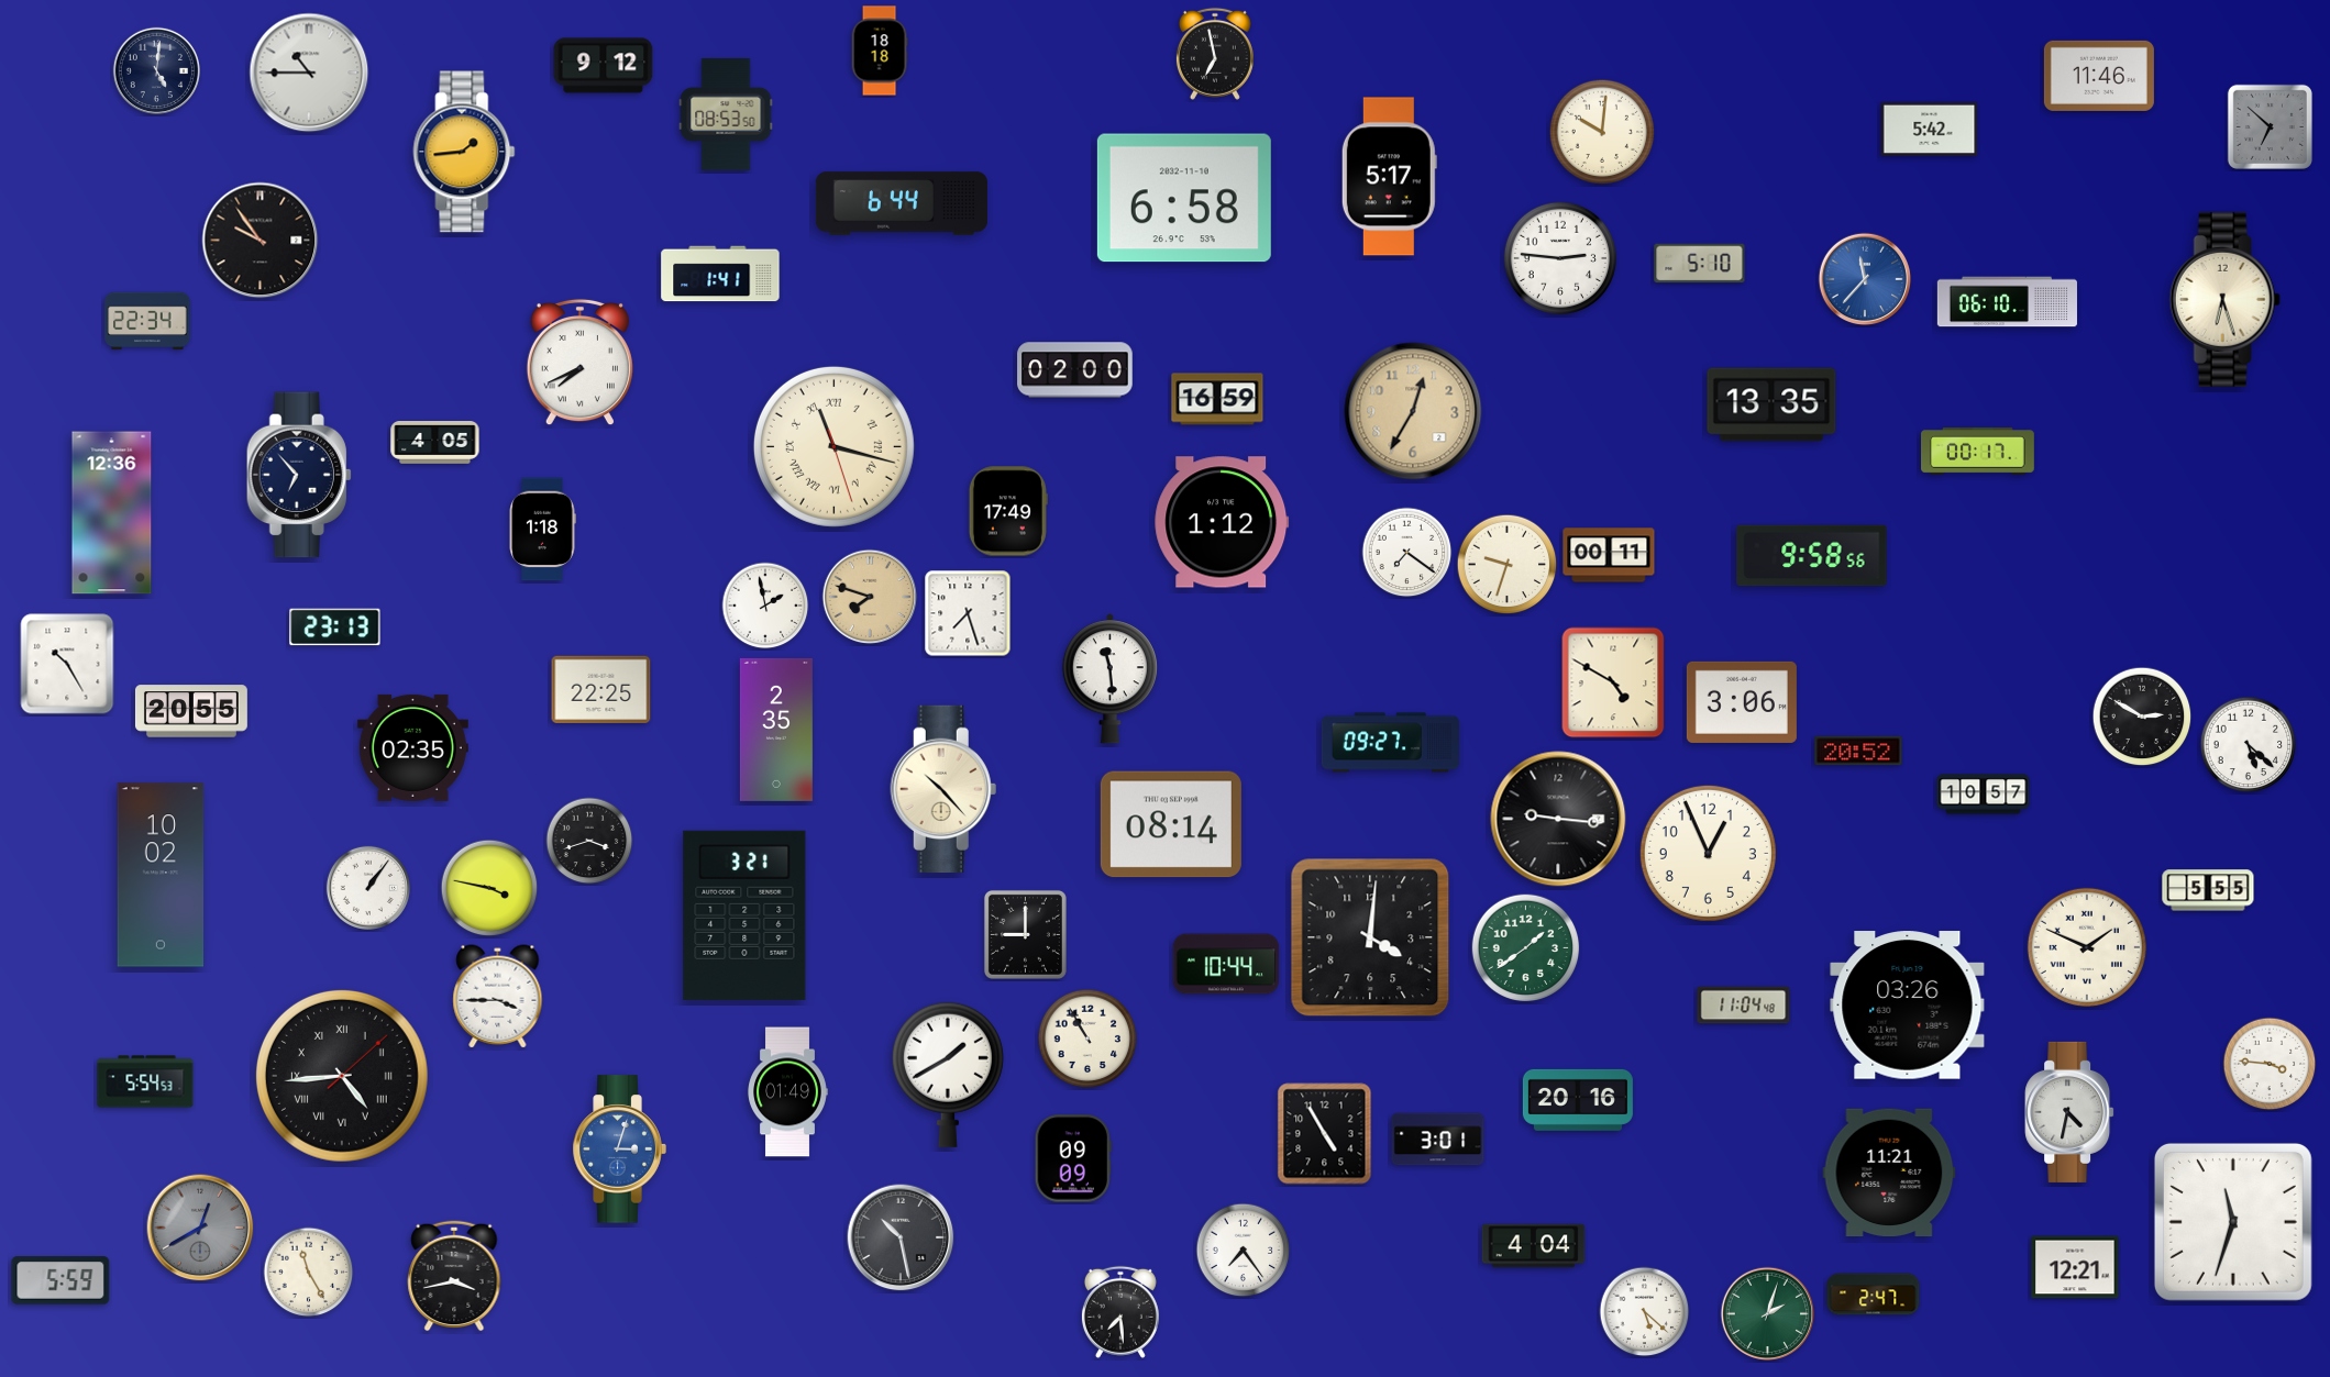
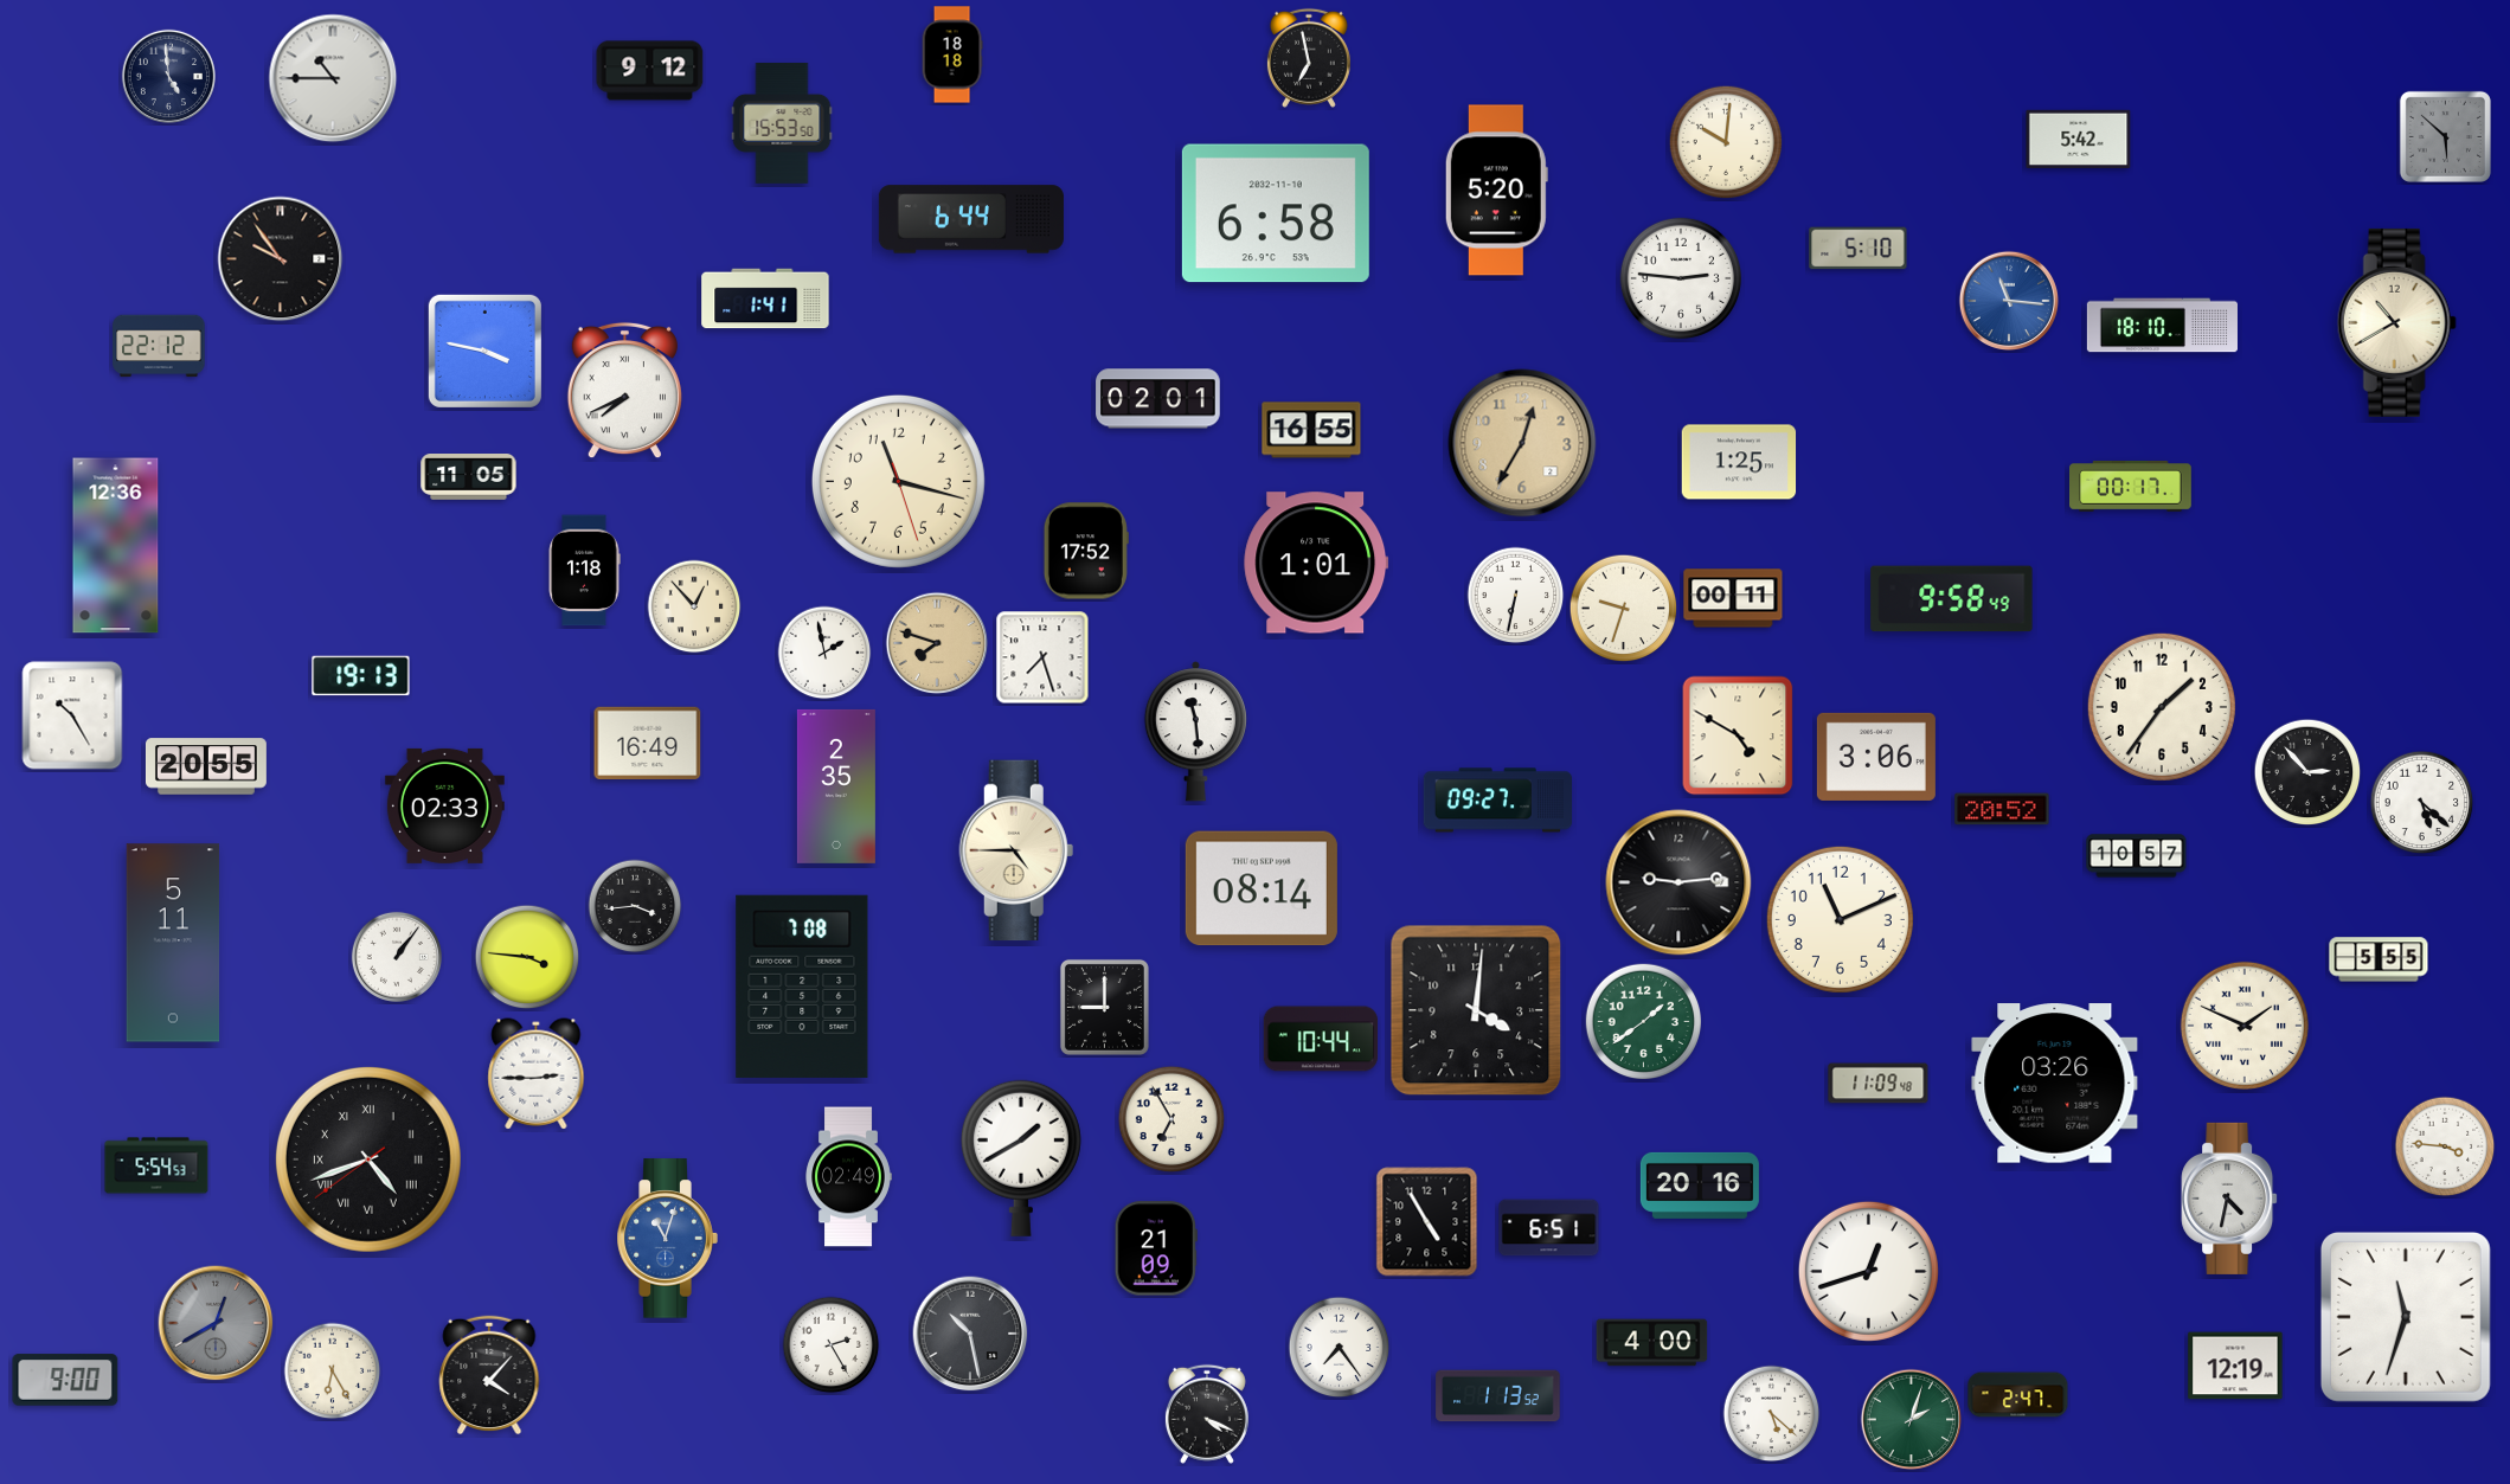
clock at (880, 51) position: (880, 51) -> (952, 54)
clock at (156, 70): 5:01 -> 4:59
clock at (2099, 76): 11:46 -> none
clock at (726, 114): 08:53 -> 15:53
clock at (2270, 126): 6:52 -> 5:52
clock at (464, 152): 1:44 -> none
clock at (1389, 177): 5:17 -> 5:20
clock at (1700, 264) position: (1700, 264) -> (1859, 249)
clock at (720, 274) position: (720, 274) -> (765, 298)
clock at (1865, 279): 11:37 -> 11:16
clock at (2224, 299): 6:27 -> 10:40
clock at (2007, 302): 06:10 -> 18:10
clock at (147, 321): 22:34 -> 22:12
clock at (484, 351): none -> 3:47
clock at (1075, 370): 02:00 -> 02:01
clock at (1217, 399): 16:59 -> 16:55
clock at (1771, 404): 13:35 -> none
clock at (1739, 462): none -> 1:25
clock at (435, 443): 4:05 -> 11:05
clock at (833, 446) numerals: Roman -> Arabic
clock at (299, 475): 6:53 -> none
clock at (1008, 511): 17:49 -> 17:52
clock at (112, 513) position: (112, 513) -> (116, 546)
clock at (1222, 522): 1:12 -> 1:01
clock at (1407, 553): 7:21 -> 6:32
clock at (1812, 556): 9:58:56 -> 9:58:49
clock at (694, 606): none -> 12:53
clock at (968, 613) position: (968, 613) -> (1042, 657)
clock at (335, 628): 23:13 -> 19:13
clock at (2162, 707): none -> 1:36
clock at (601, 690): 22:25 -> 16:49
clock at (2142, 717): 2:50 -> 2:53
clock at (412, 747): 02:35 -> 02:33
clock at (943, 789): 10:23 -> 4:45
clock at (1558, 819): 9:16 -> 9:14
clock at (589, 841): 3:42 -> 3:44
clock at (1708, 853): 12:56 -> 11:11
clock at (161, 875): 10:02 -> 5:11
clock at (489, 888): 3:47 -> 3:46
clock at (744, 915): 3:21 -> 7:08
clock at (2087, 947) position: (2087, 947) -> (2245, 1026)
clock at (498, 997): 3:45 -> 2:45
clock at (1744, 1006): 11:04 -> 11:09
clock at (1087, 1039): 10:55 -> 6:55
clock at (342, 1076): 4:44 -> 4:41
clock at (787, 1092): 01:49 -> 02:49
clock at (1438, 1140): 3:01 -> 6:51
clock at (619, 1150): 3:03 -> 11:03
clock at (1073, 1158): 09:09 -> 21:09
clock at (1889, 1173): 11:21 -> none
clock at (1868, 1271): none -> 12:42
clock at (1534, 1246): 4:04 -> 4:00
clock at (832, 1345): none -> 2:25
clock at (2075, 1267): 12:21 -> 12:19
clock at (309, 1273): 11:25 -> 6:25
clock at (454, 1276): 3:43 -> 4:07
clock at (60, 1280): 5:59 -> 9:00
clock at (1498, 1396): none -> 1:13
clock at (1120, 1312): 7:29 -> 4:19
clock at (1768, 1314) position: (1768, 1314) -> (1912, 1420)
